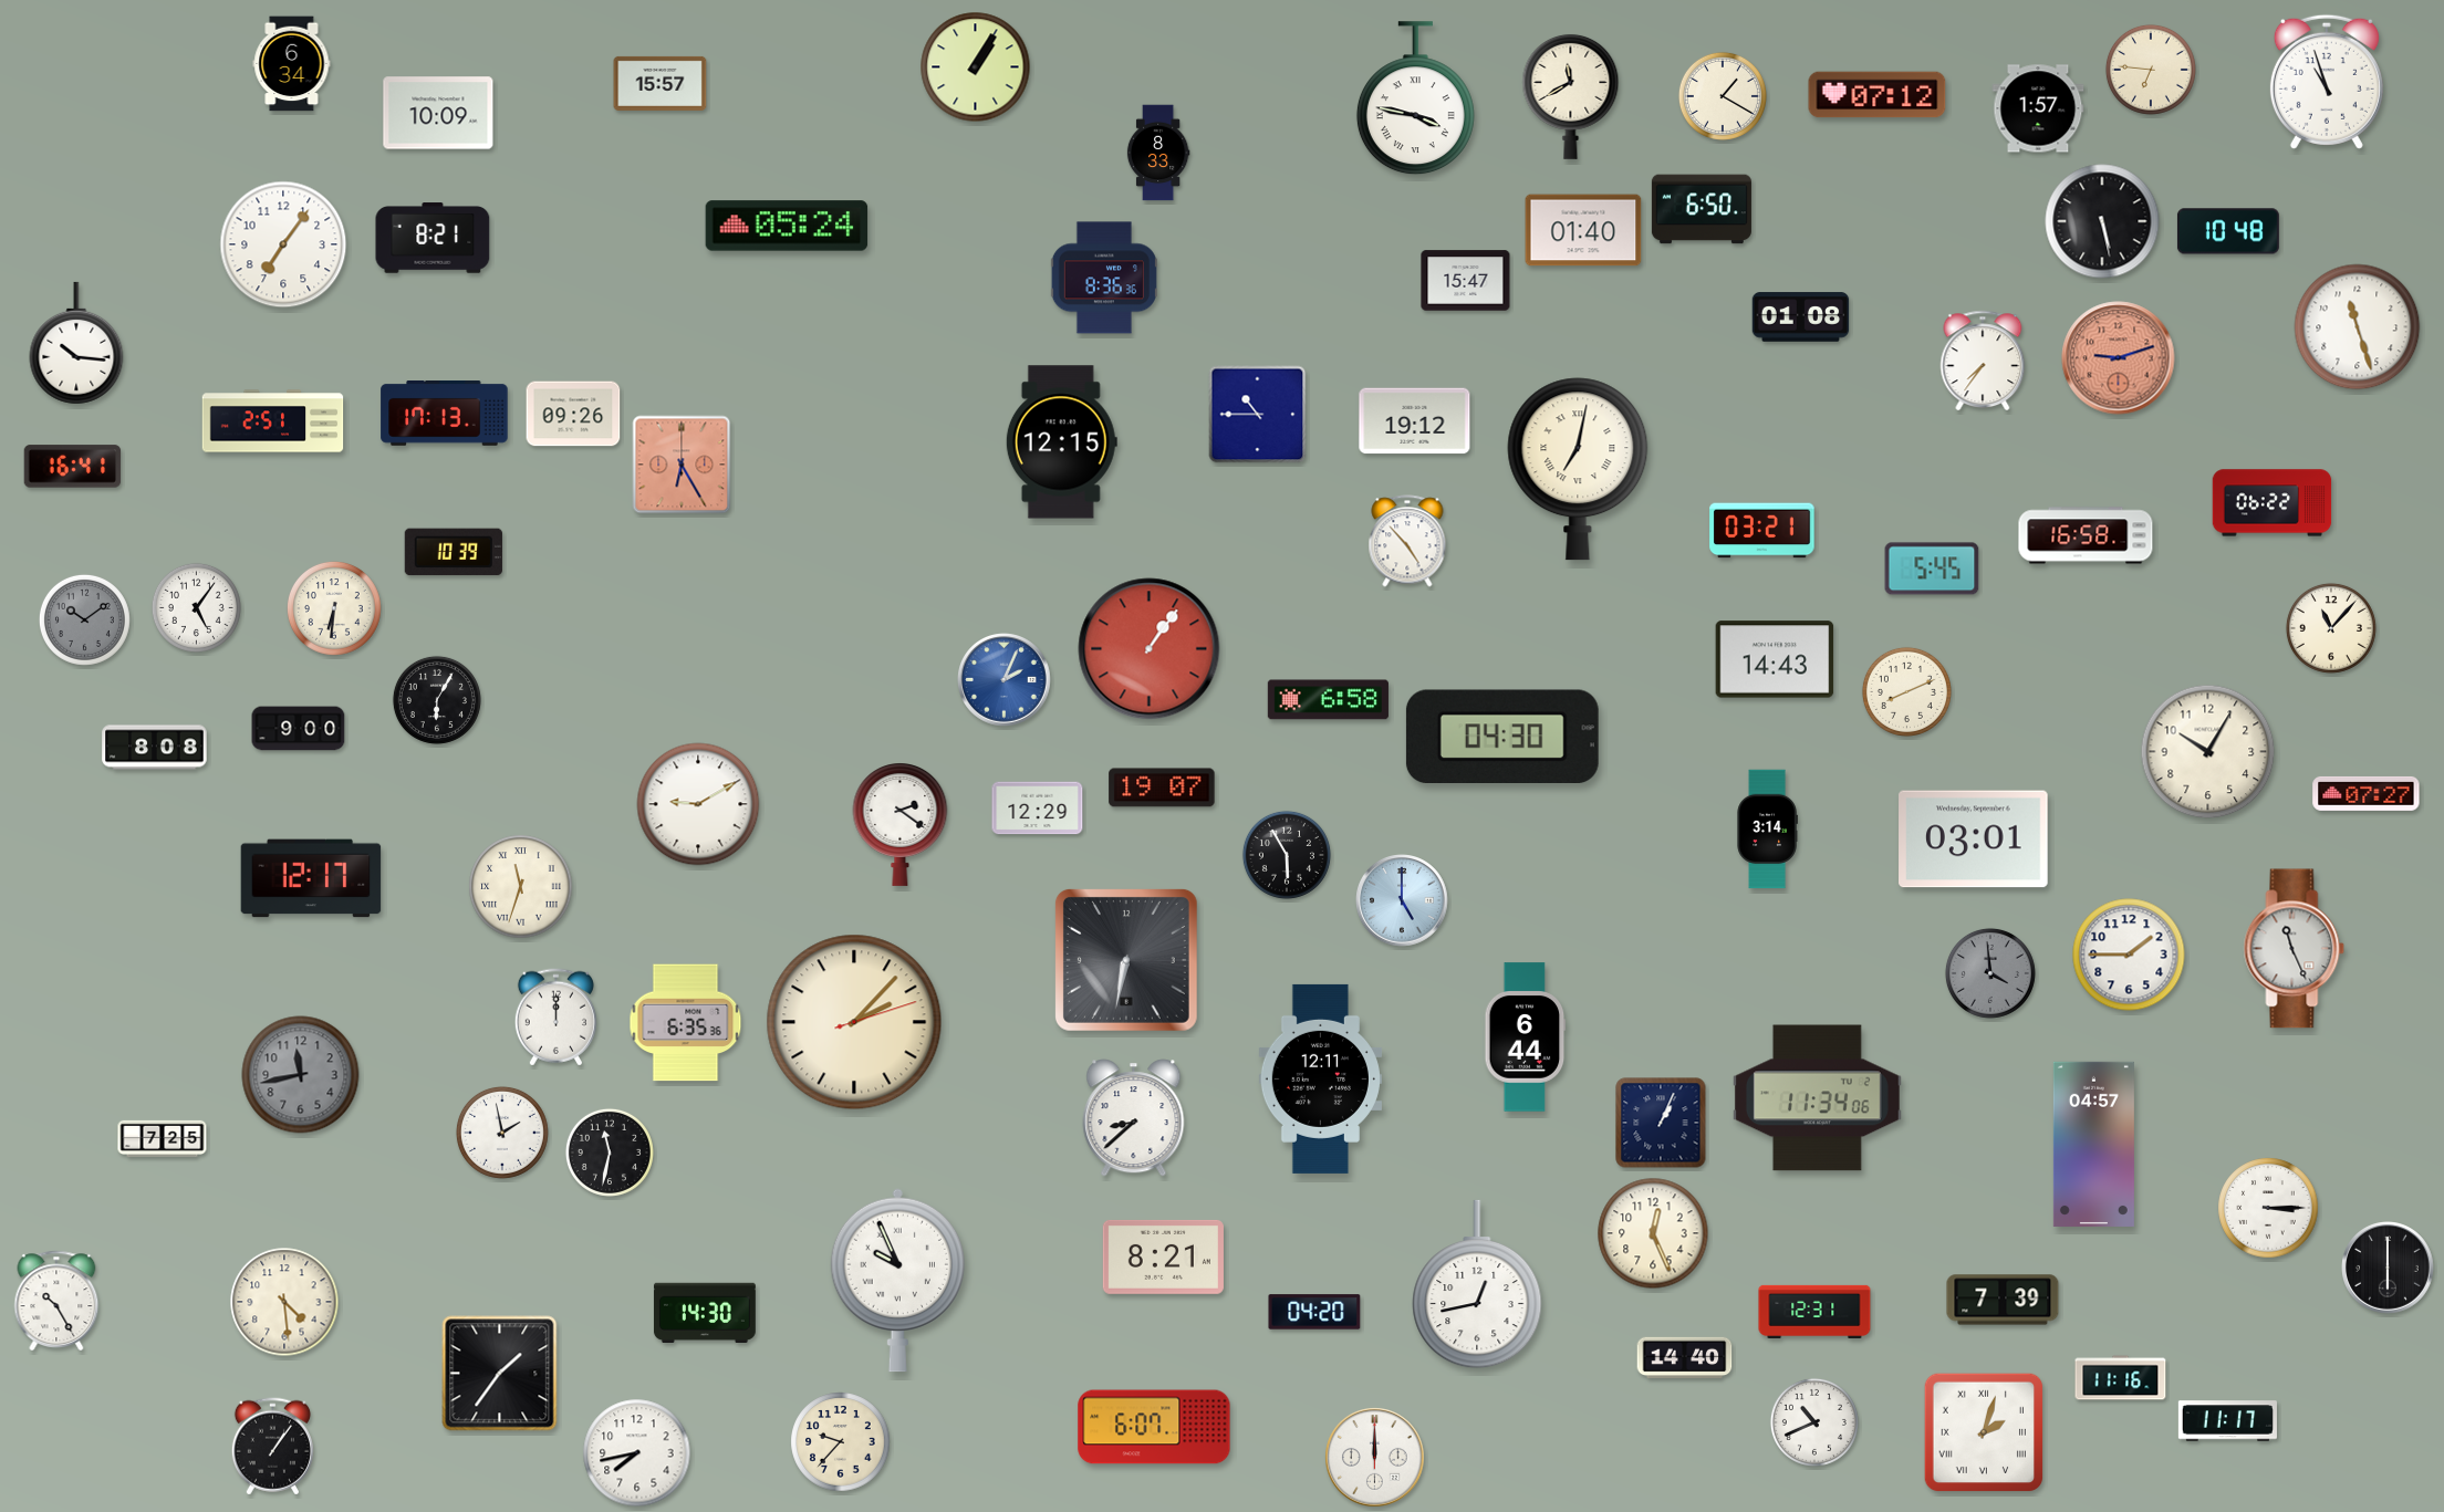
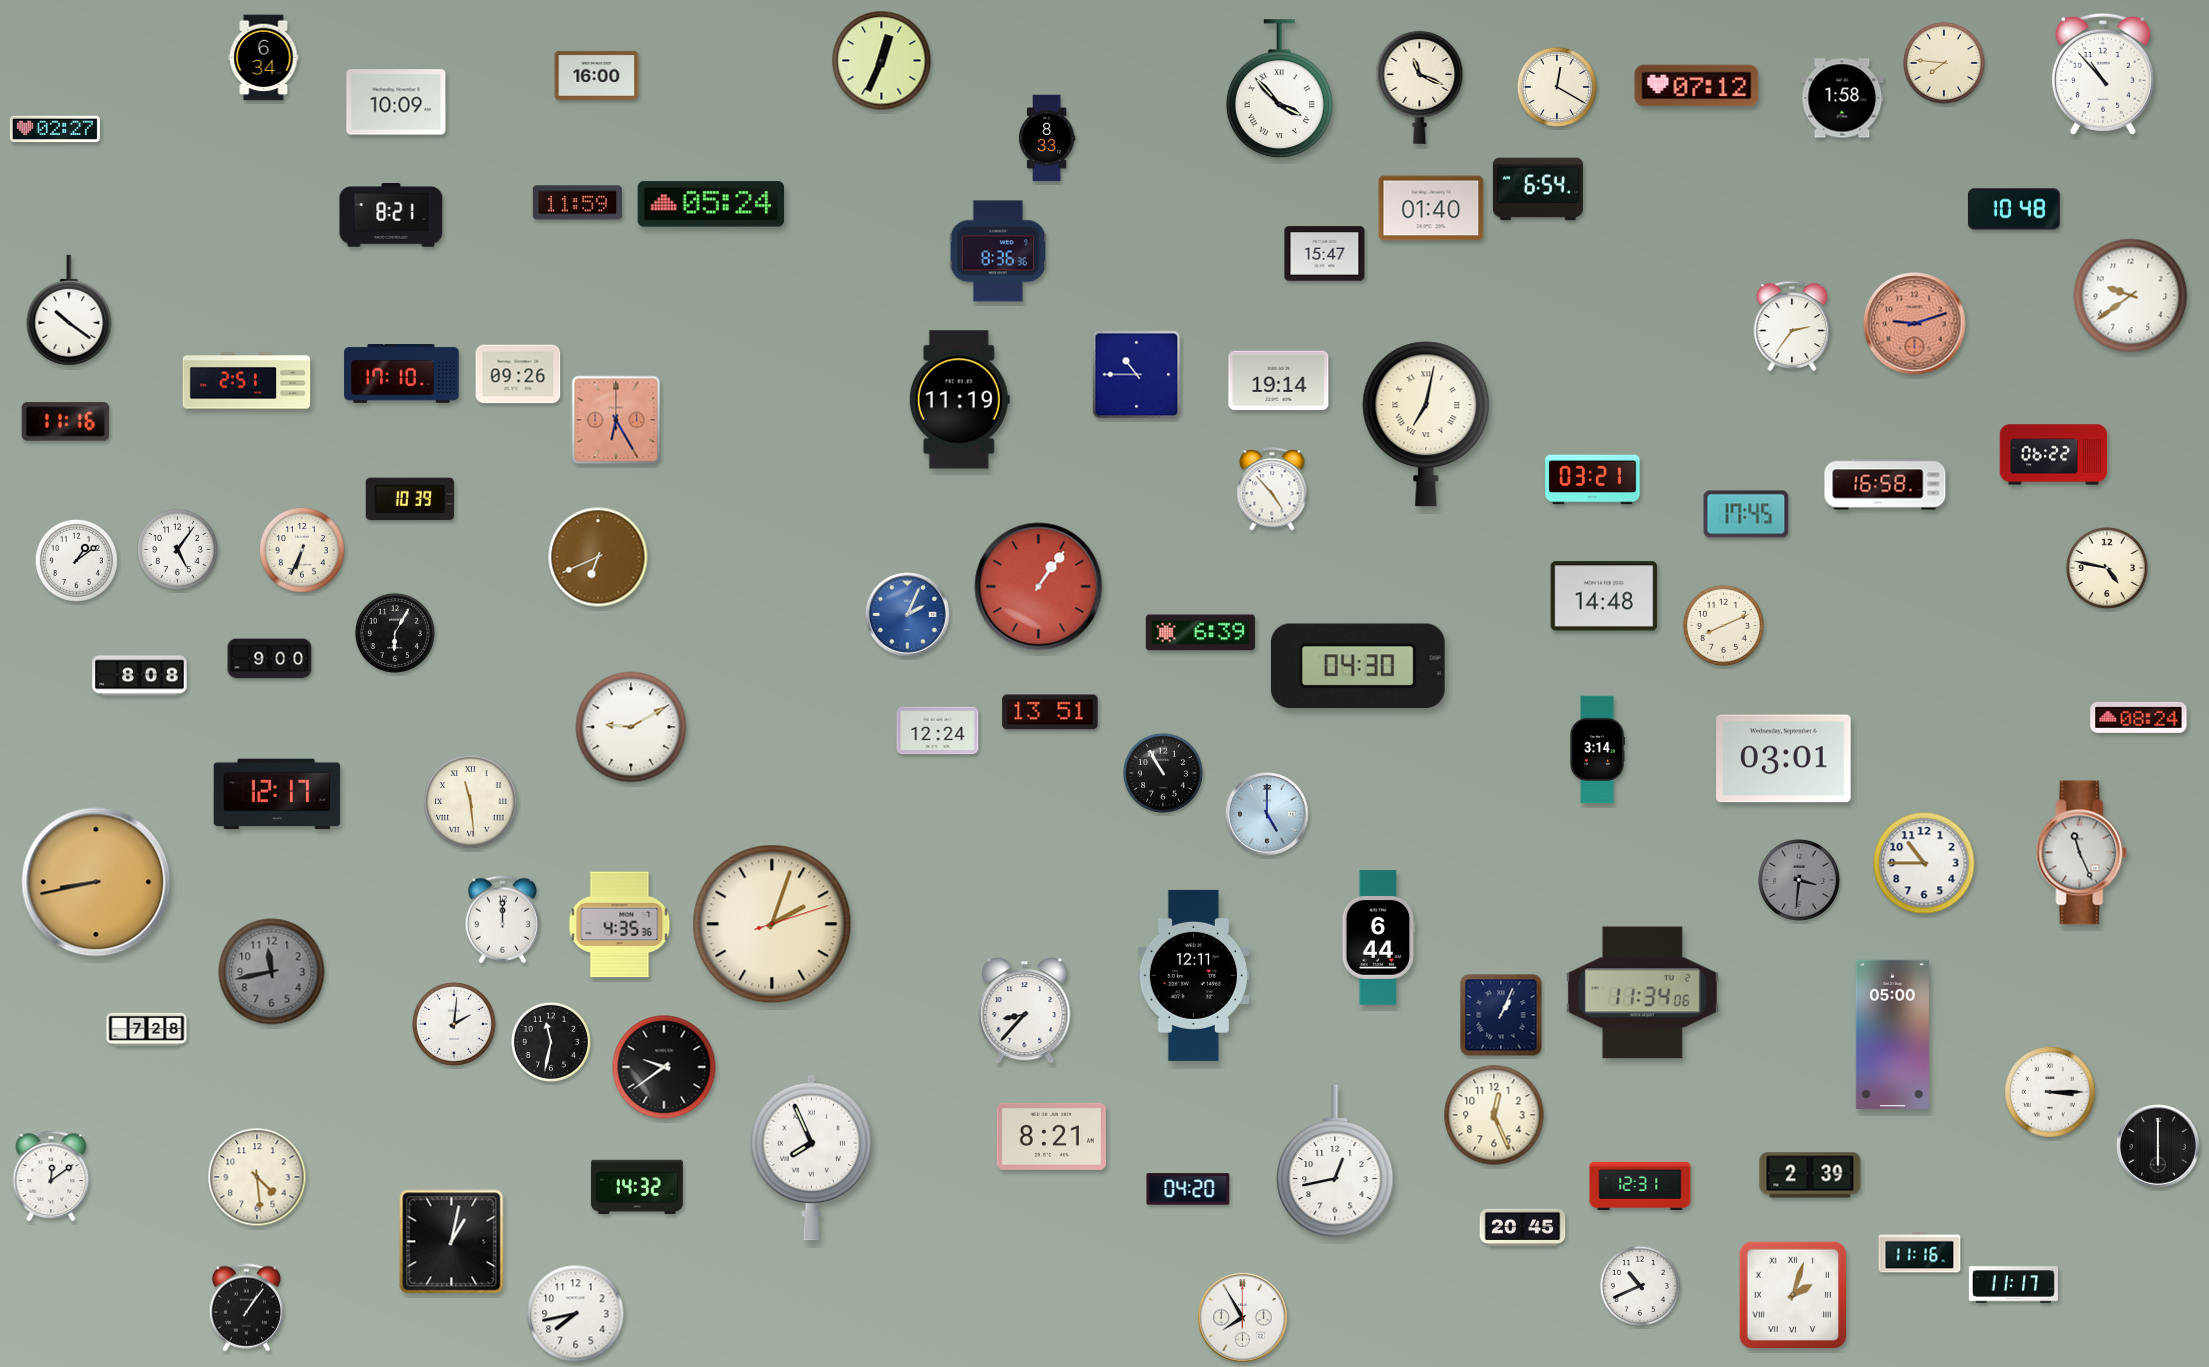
clock at (976, 67): 1:05 -> 12:34
clock at (2151, 70): 6:46 -> 7:46
clock at (2327, 82): 10:57 -> 10:53
clock at (661, 83): 15:57 -> 16:00
clock at (1571, 96): 11:40 -> 11:19
clock at (1723, 96): 1:20 -> 12:20
clock at (1415, 98): 3:47 -> 3:53
clock at (2038, 108): 1:57 -> 1:58
clock at (55, 129): none -> 02:27
clock at (1702, 209): 6:50 -> 6:54
clock at (2102, 221): 5:28 -> none
clock at (577, 203): none -> 11:59
clock at (283, 244): 7:06 -> none
clock at (1801, 317): 01:08 -> none
clock at (2358, 327): 11:27 -> 9:39
clock at (76, 343): 10:16 -> 10:21
clock at (1983, 359): 7:36 -> 2:36
clock at (445, 414): 17:13 -> 17:10
clock at (1415, 421): 19:12 -> 19:14
clock at (1061, 442): 12:15 -> 11:19
clock at (73, 467): 16:41 -> 11:16
clock at (1932, 569): 5:45 -> 17:45
clock at (335, 609): 6:31 -> 6:34
clock at (598, 557): none -> 6:41
clock at (84, 619): 10:09 -> 1:09
clock at (84, 619) dial: grey -> white
clock at (2331, 628): 11:07 -> 4:47
clock at (1775, 659): 14:43 -> 14:48
clock at (1328, 700): 6:58 -> 6:39
clock at (2208, 752): 10:05 -> none
clock at (1162, 788): 19:07 -> 13:51
clock at (2367, 793): 07:27 -> 08:24
clock at (1038, 809): 12:29 -> 12:24
clock at (901, 825): 2:21 -> none
clock at (1287, 855): 5:55 -> 10:55
clock at (311, 878) position: (311, 878) -> (277, 794)
clock at (521, 887): 11:33 -> 11:29
clock at (2295, 949) position: (2295, 949) -> (2082, 853)
clock at (2129, 955): 1:45 -> 10:45
clock at (1126, 960): 6:32 -> none
clock at (1990, 973): 3:59 -> 3:31
clock at (96, 882): none -> 8:43
clock at (854, 1022): 2:07 -> 2:03
clock at (686, 1023): 6:35 -> 4:35
clock at (1134, 1118): 8:38 -> 8:37
clock at (502, 1133): 1:58 -> 2:01
clock at (163, 1139): 7:25 -> 7:28
clock at (2093, 1144): 04:57 -> 05:00
clock at (664, 1067): none -> 9:39
clock at (898, 1280): 9:56 -> 7:56
clock at (56, 1300): 10:25 -> 12:09
clock at (2003, 1300): 7:39 -> 2:39
clock at (705, 1312): 14:30 -> 14:32
clock at (1314, 1312) position: (1314, 1312) -> (1188, 1189)
clock at (1685, 1358): 14:40 -> 20:45
clock at (500, 1374): 1:36 -> 1:02
clock at (2121, 1378) position: (2121, 1378) -> (1920, 1253)
clock at (1154, 1427): 6:07 -> none
clock at (841, 1442): 9:37 -> none
clock at (1375, 1458): 12:00 -> 7:55
